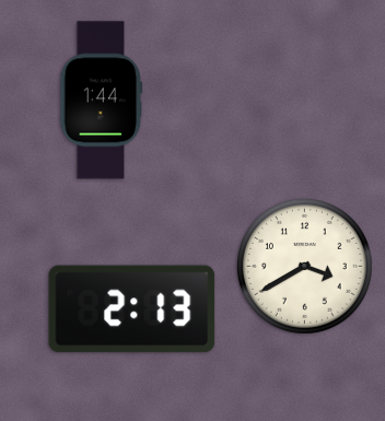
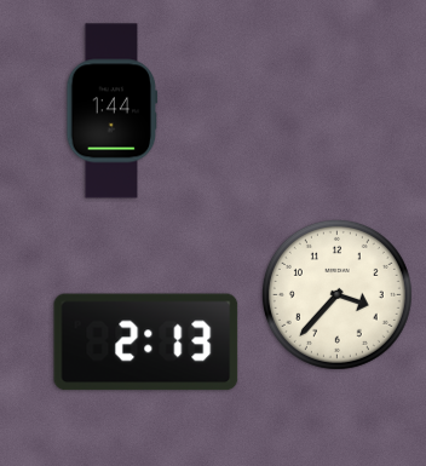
clock at (304, 266): 3:40 -> 3:37
